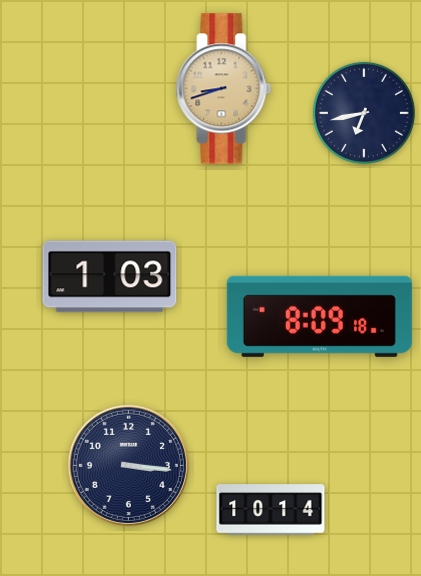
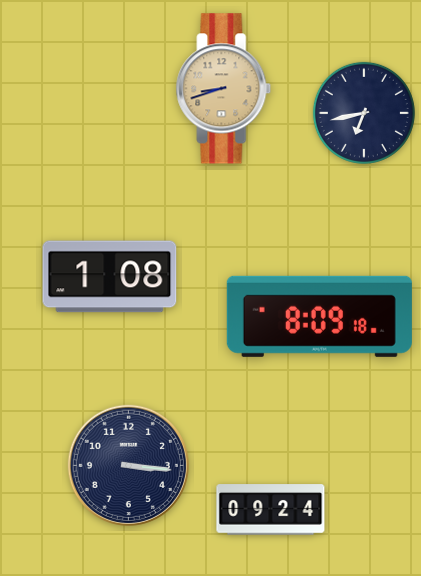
clock at (110, 277): 1:03 -> 1:08
clock at (271, 510): 10:14 -> 09:24
